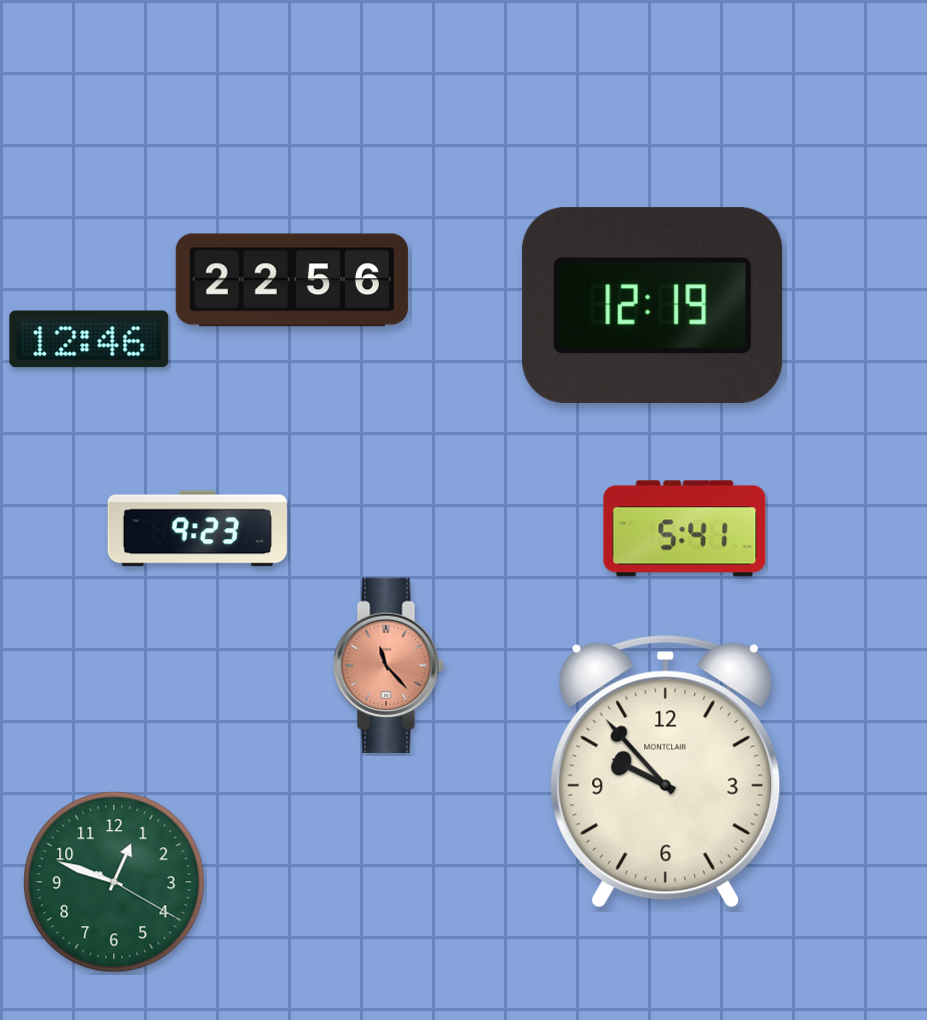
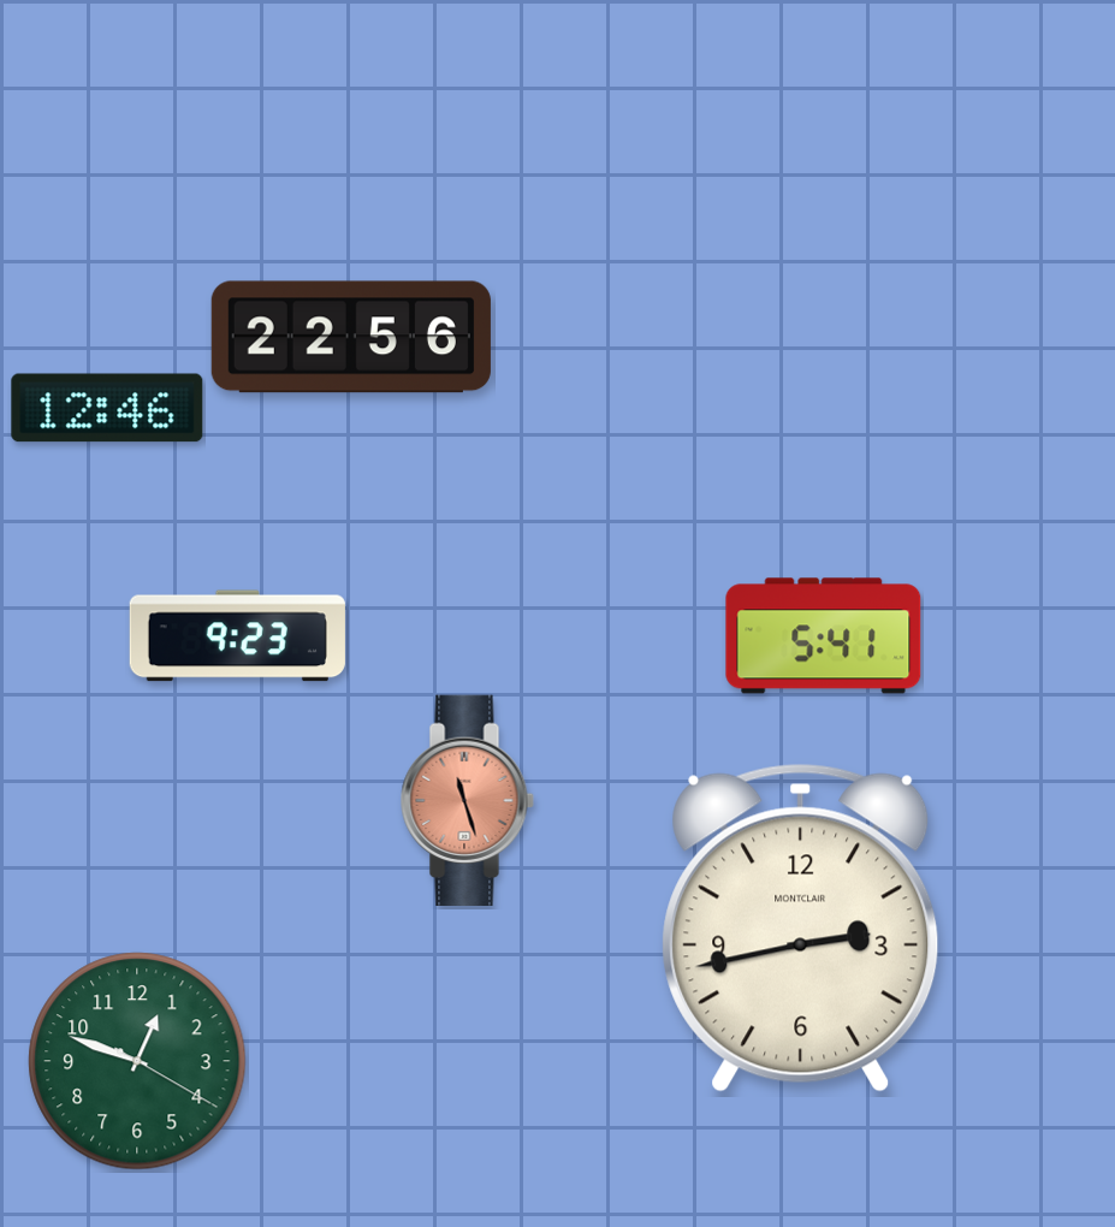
clock at (653, 306): 12:19 -> none
clock at (388, 665): 11:23 -> 11:27
clock at (666, 771): 9:53 -> 2:43
